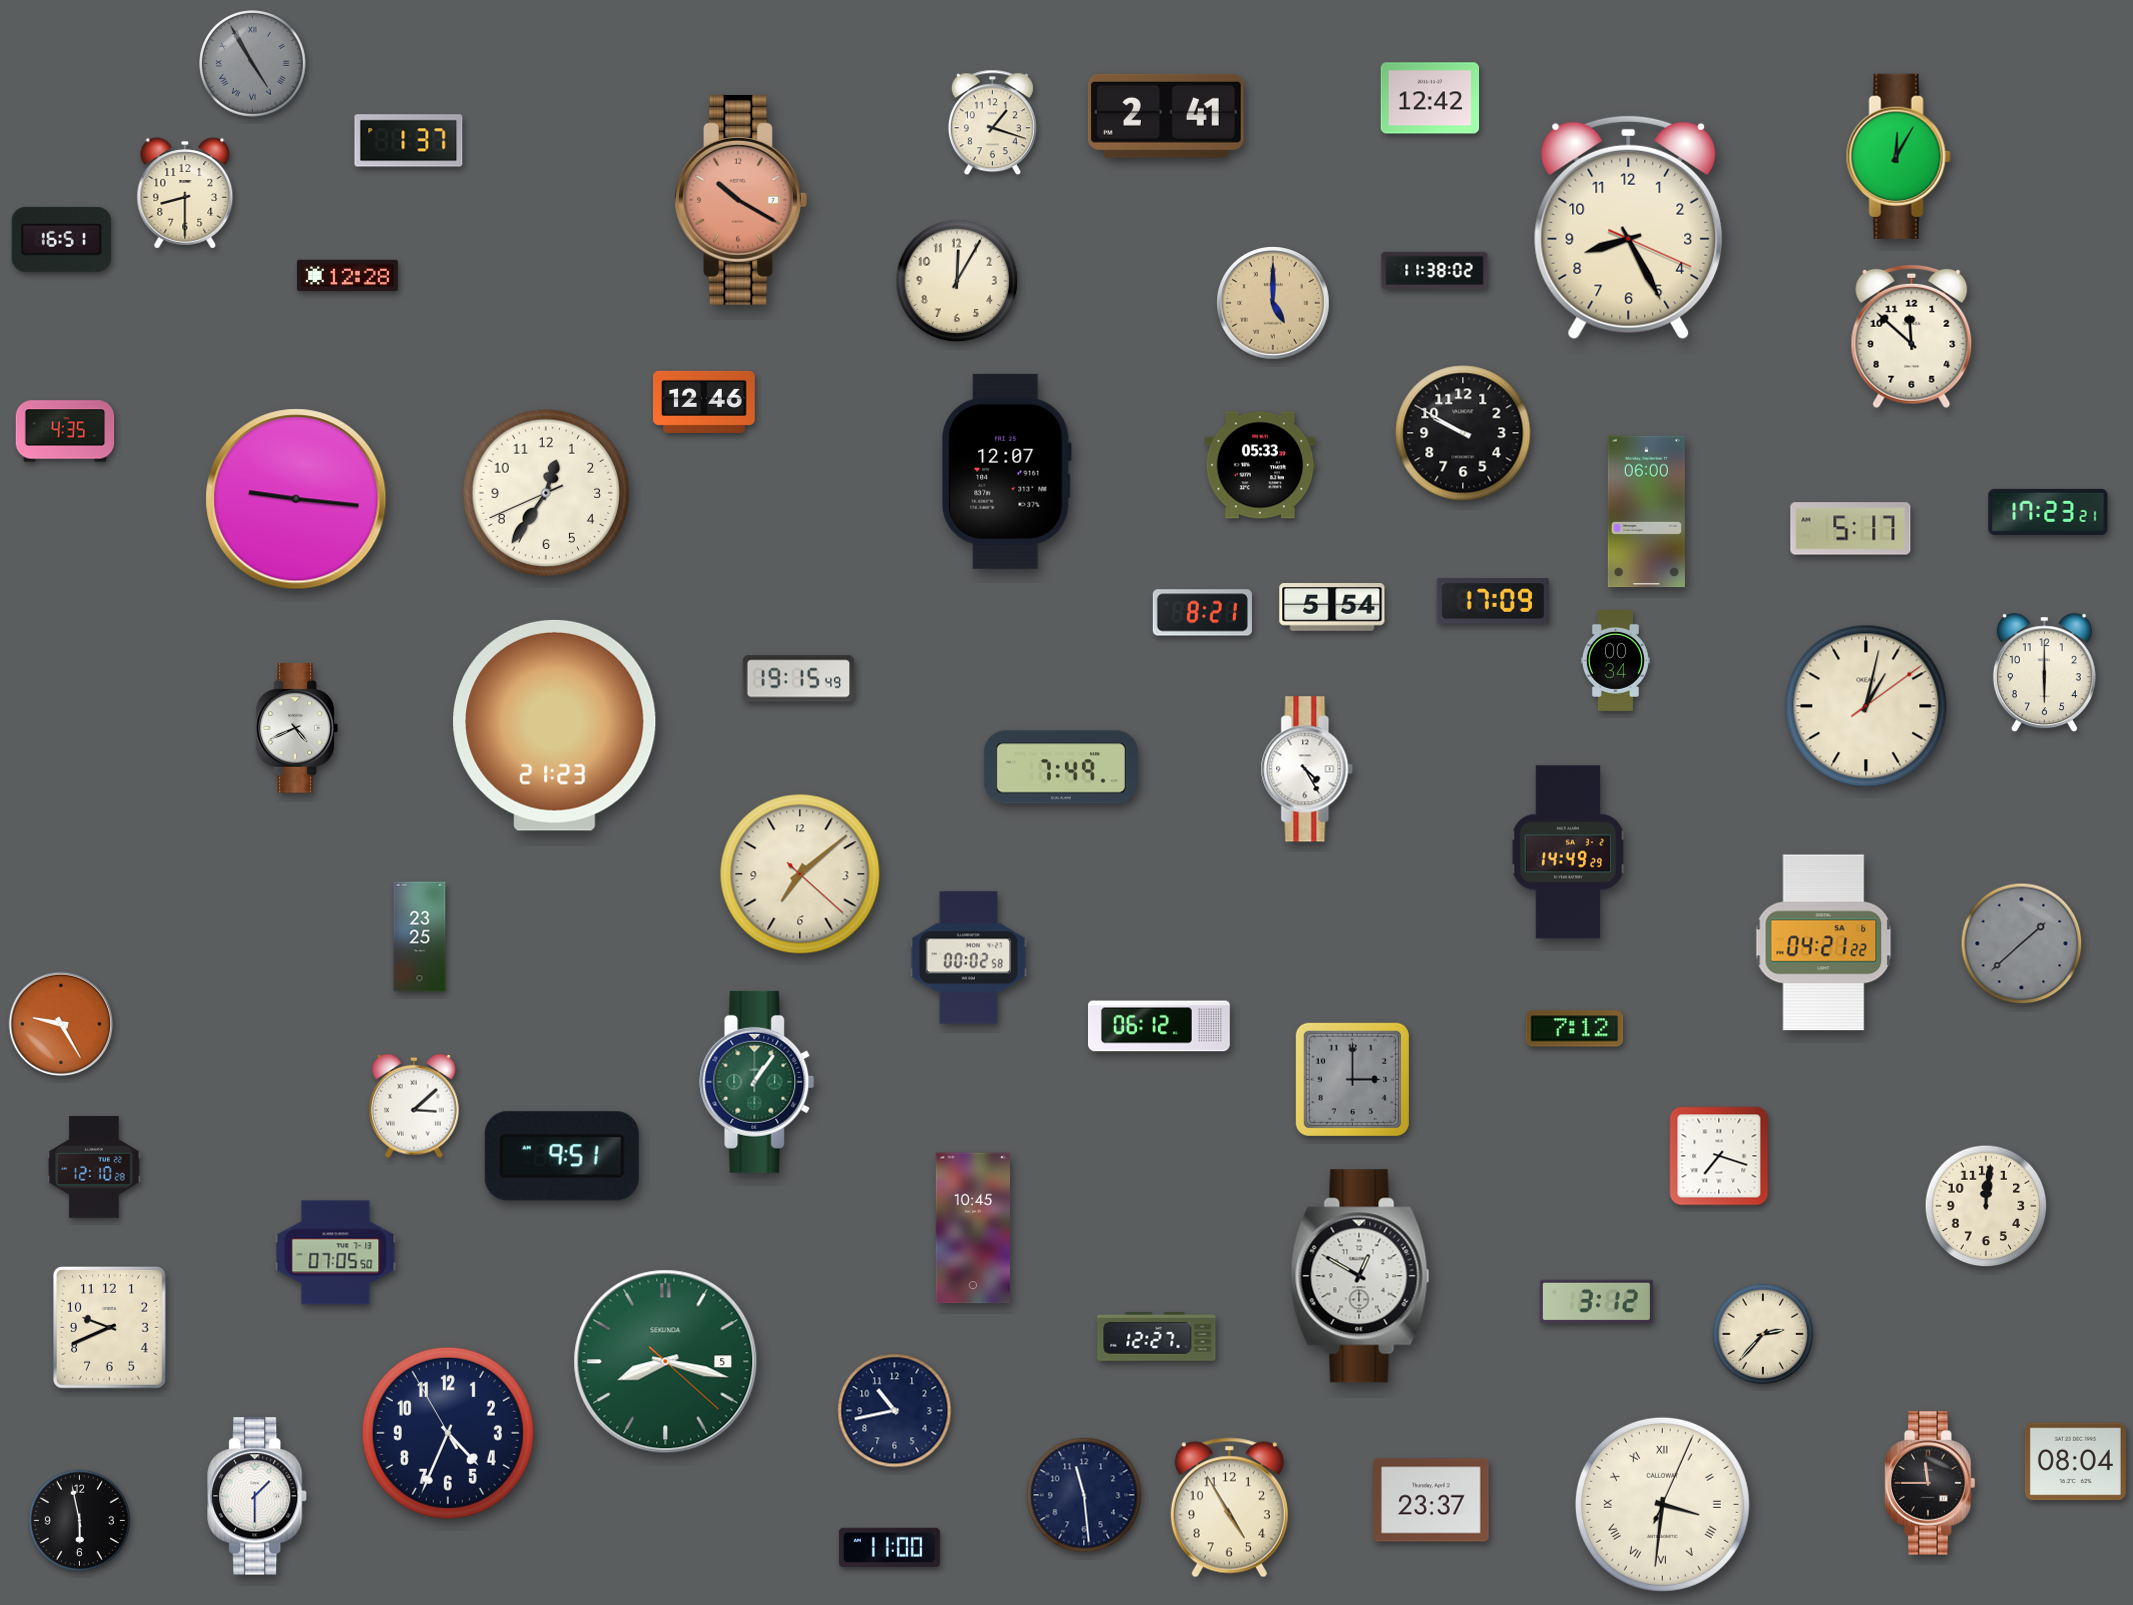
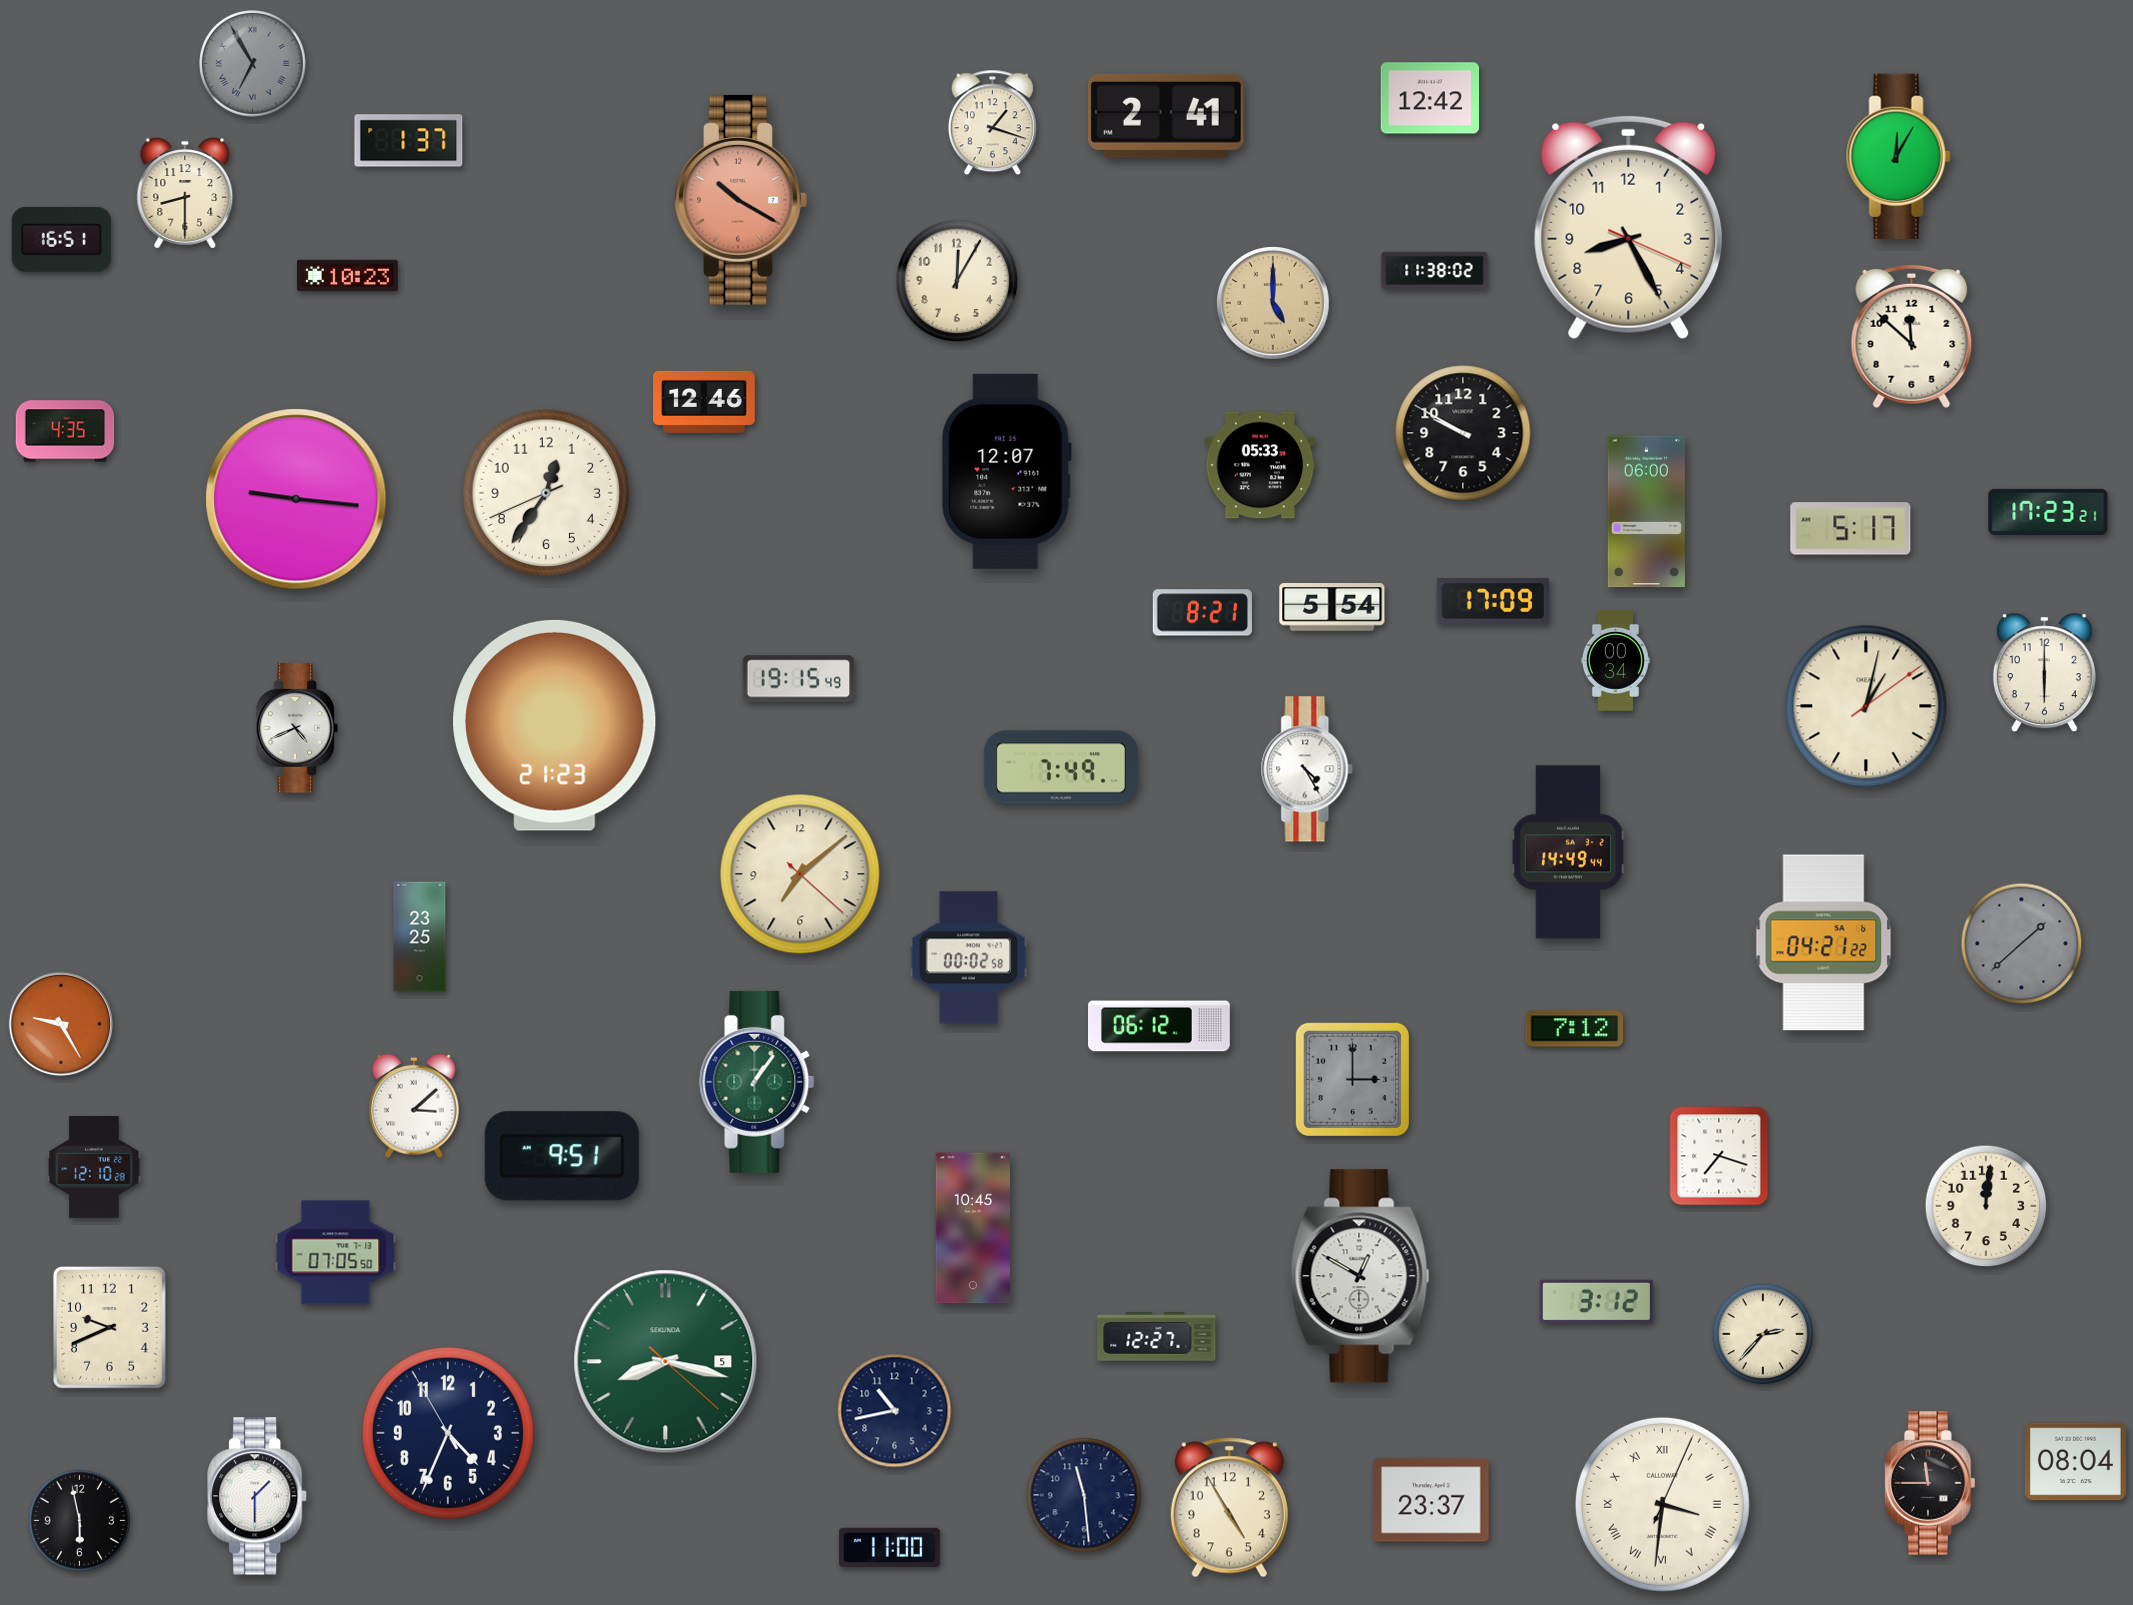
clock at (253, 64): 4:55 -> 6:55
clock at (347, 276): 12:28 -> 10:23
clock at (1568, 852): 14:49:29 -> 14:49:44
